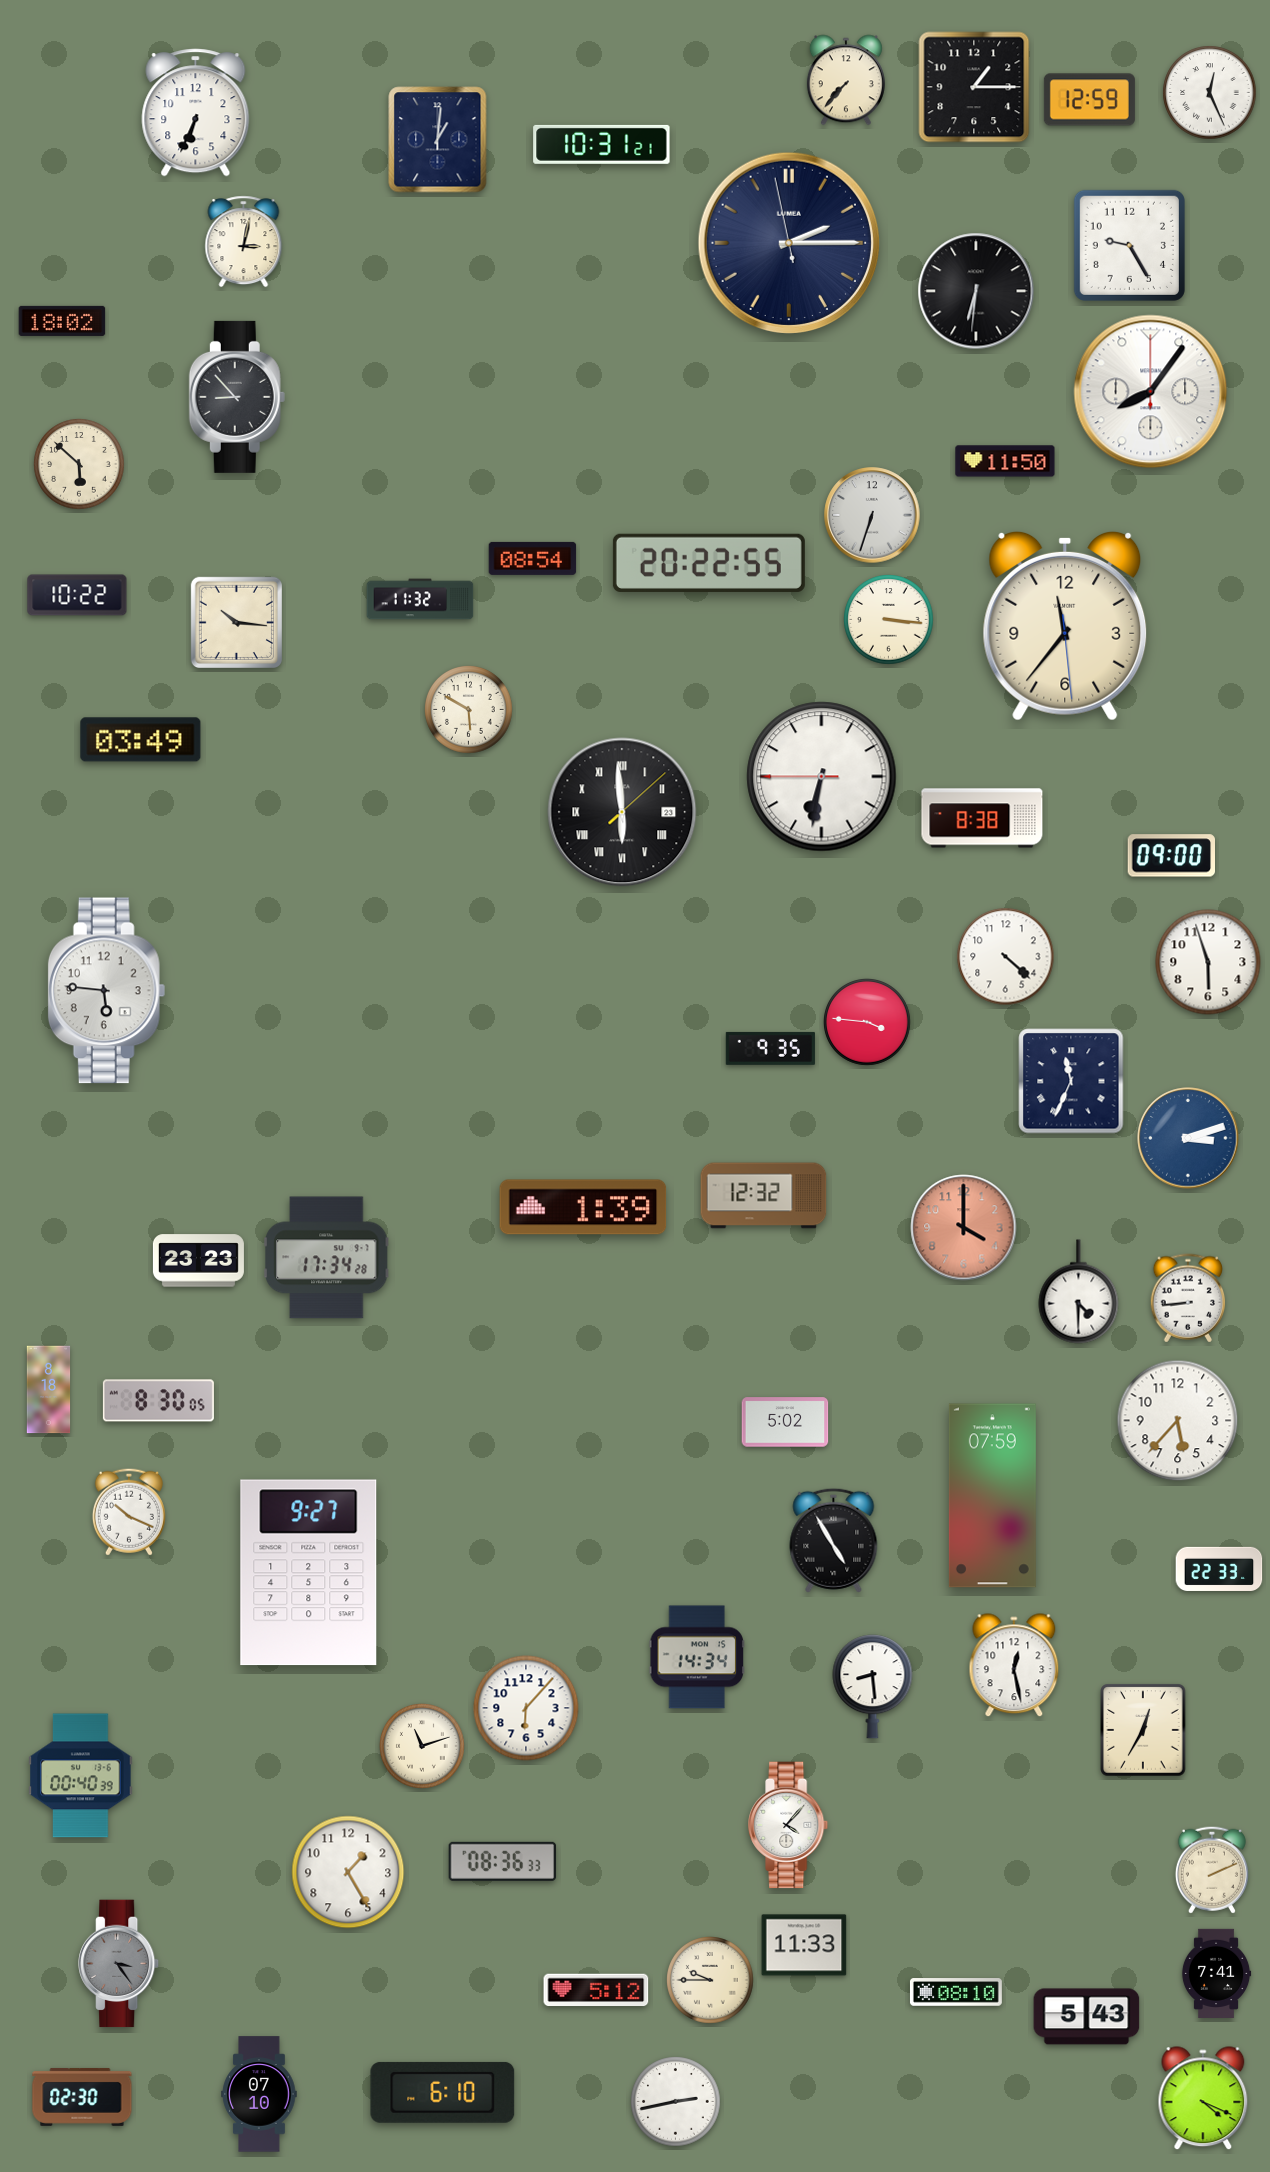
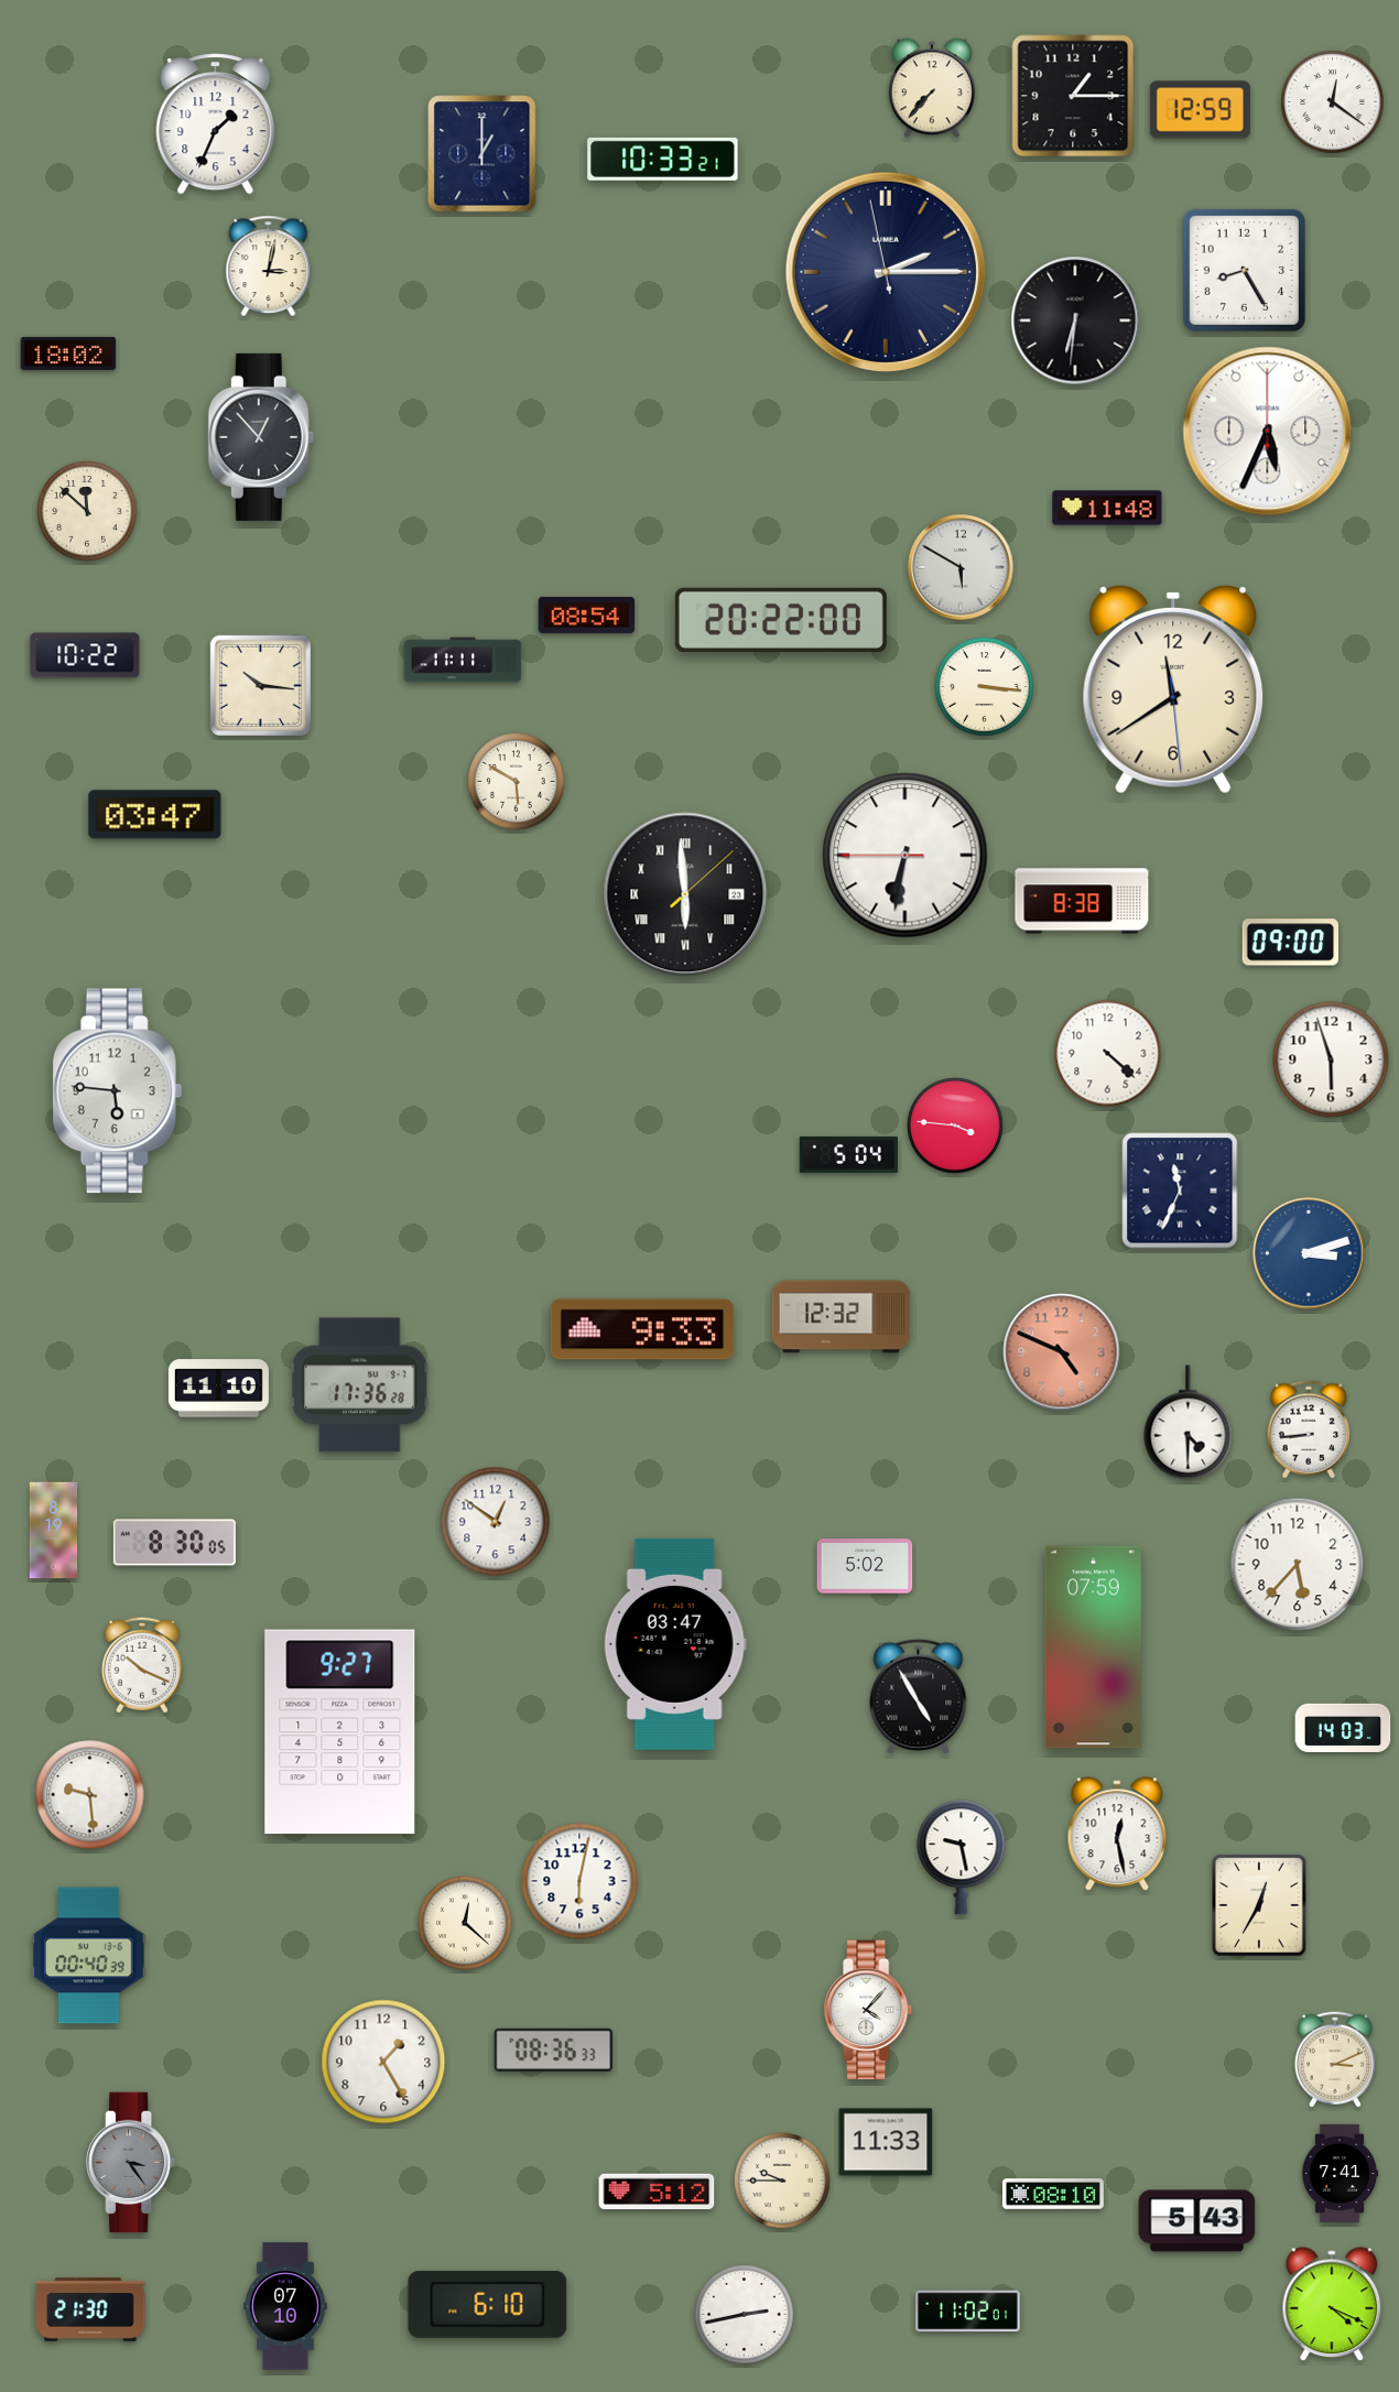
clock at (1210, 93): 12:26 -> 12:21
clock at (196, 113): 6:34 -> 1:34
clock at (438, 140): 1:01 -> 1:00
clock at (602, 144): 10:31 -> 10:33
clock at (788, 242) position: (788, 242) -> (885, 271)
clock at (1129, 245): 9:25 -> 8:25
clock at (1151, 392): 8:06 -> 5:34
clock at (237, 397): 8:53 -> 12:53
clock at (1005, 461): 11:50 -> 11:48
clock at (79, 464): 5:52 -> 11:52
clock at (872, 515): 6:33 -> 5:50
clock at (709, 563): 20:22:55 -> 20:22:00
clock at (420, 599): 11:32 -> 11:11
clock at (889, 620) position: (889, 620) -> (985, 687)
clock at (1065, 626): 11:36 -> 11:39
clock at (141, 740): 03:49 -> 03:47
clock at (770, 1048): 9:35 -> 5:04
clock at (583, 1207): 1:39 -> 9:33
clock at (964, 1228): 4:00 -> 4:49
clock at (327, 1258): 17:34 -> 17:36
clock at (198, 1261): 23:23 -> 11:10
clock at (496, 1522): none -> 12:51
clock at (49, 1390): 8:18 -> 8:19
clock at (675, 1644): none -> 03:47
clock at (1219, 1569): 22:33 -> 14:03
clock at (90, 1795): none -> 9:29
clock at (696, 1657): 14:34 -> none
clock at (873, 1687): 8:29 -> 9:28
clock at (526, 1708): 6:07 -> 6:02
clock at (422, 1746): 11:12 -> 12:22
clock at (1212, 1870): 2:11 -> 3:11
clock at (82, 2097): 02:30 -> 21:30
clock at (968, 2312): none -> 11:02
clock at (1203, 2099) position: (1203, 2099) -> (1332, 2305)
